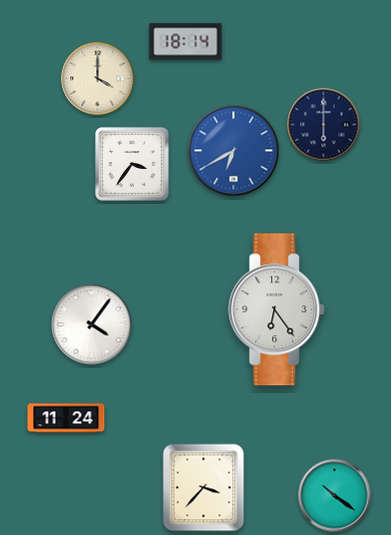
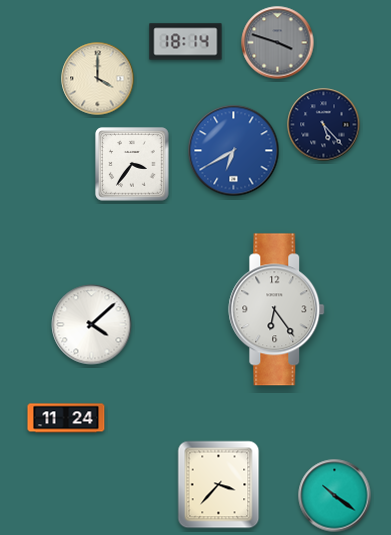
clock at (278, 43): none -> 3:48
clock at (324, 125): 6:00 -> 5:23
clock at (92, 325): 4:06 -> 4:08
clock at (204, 488) position: (204, 488) -> (219, 485)
